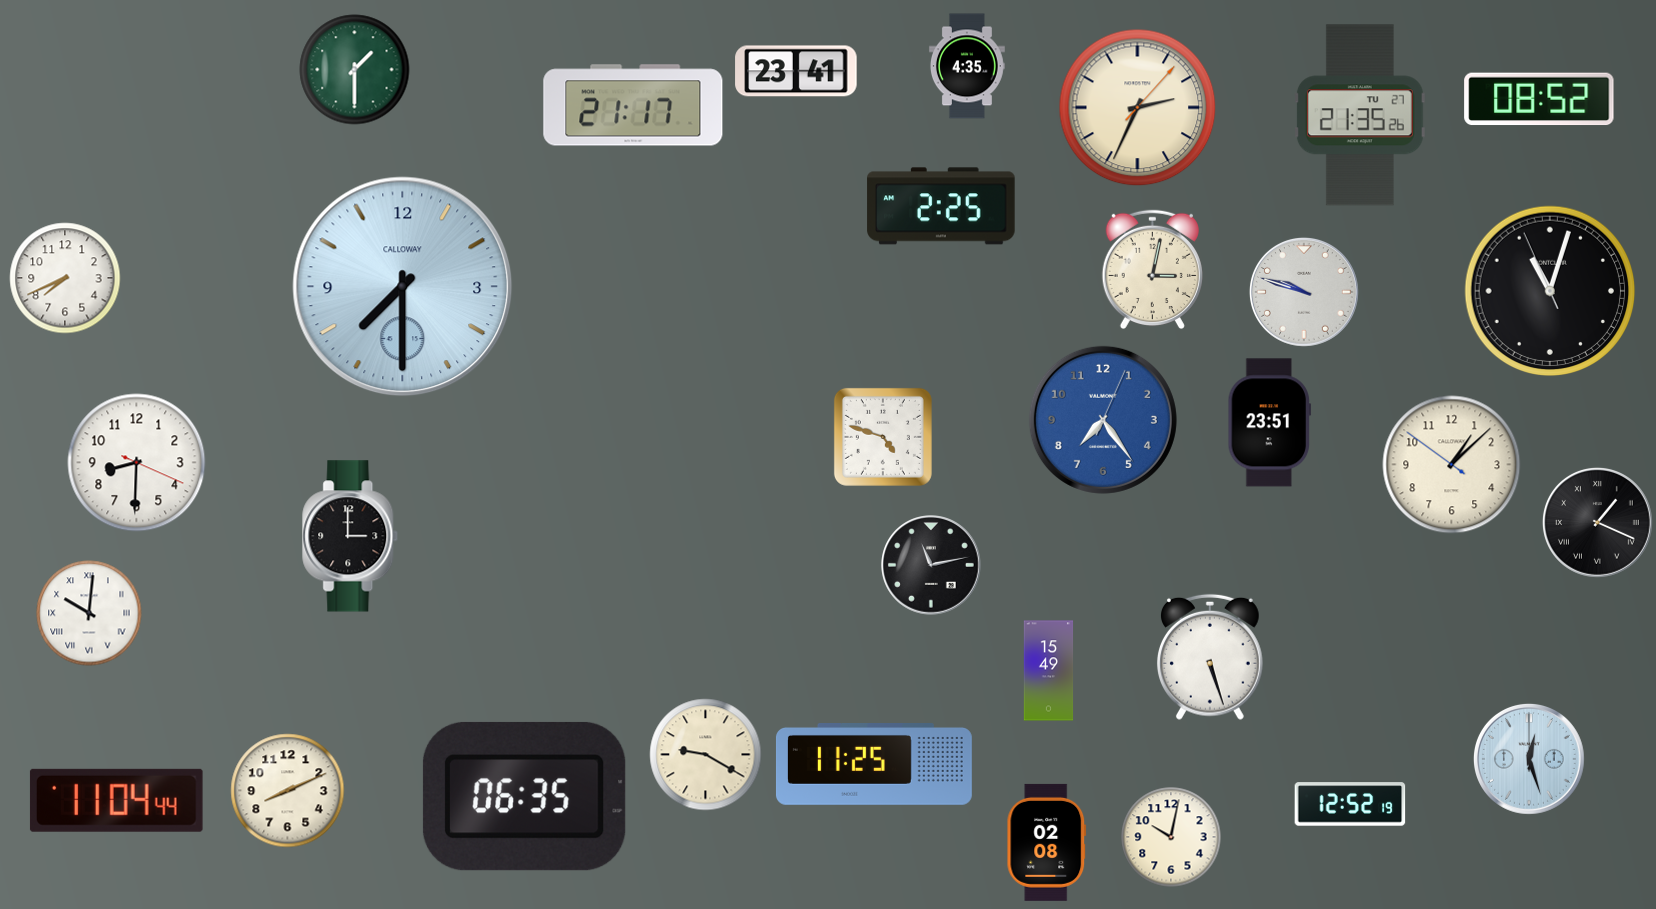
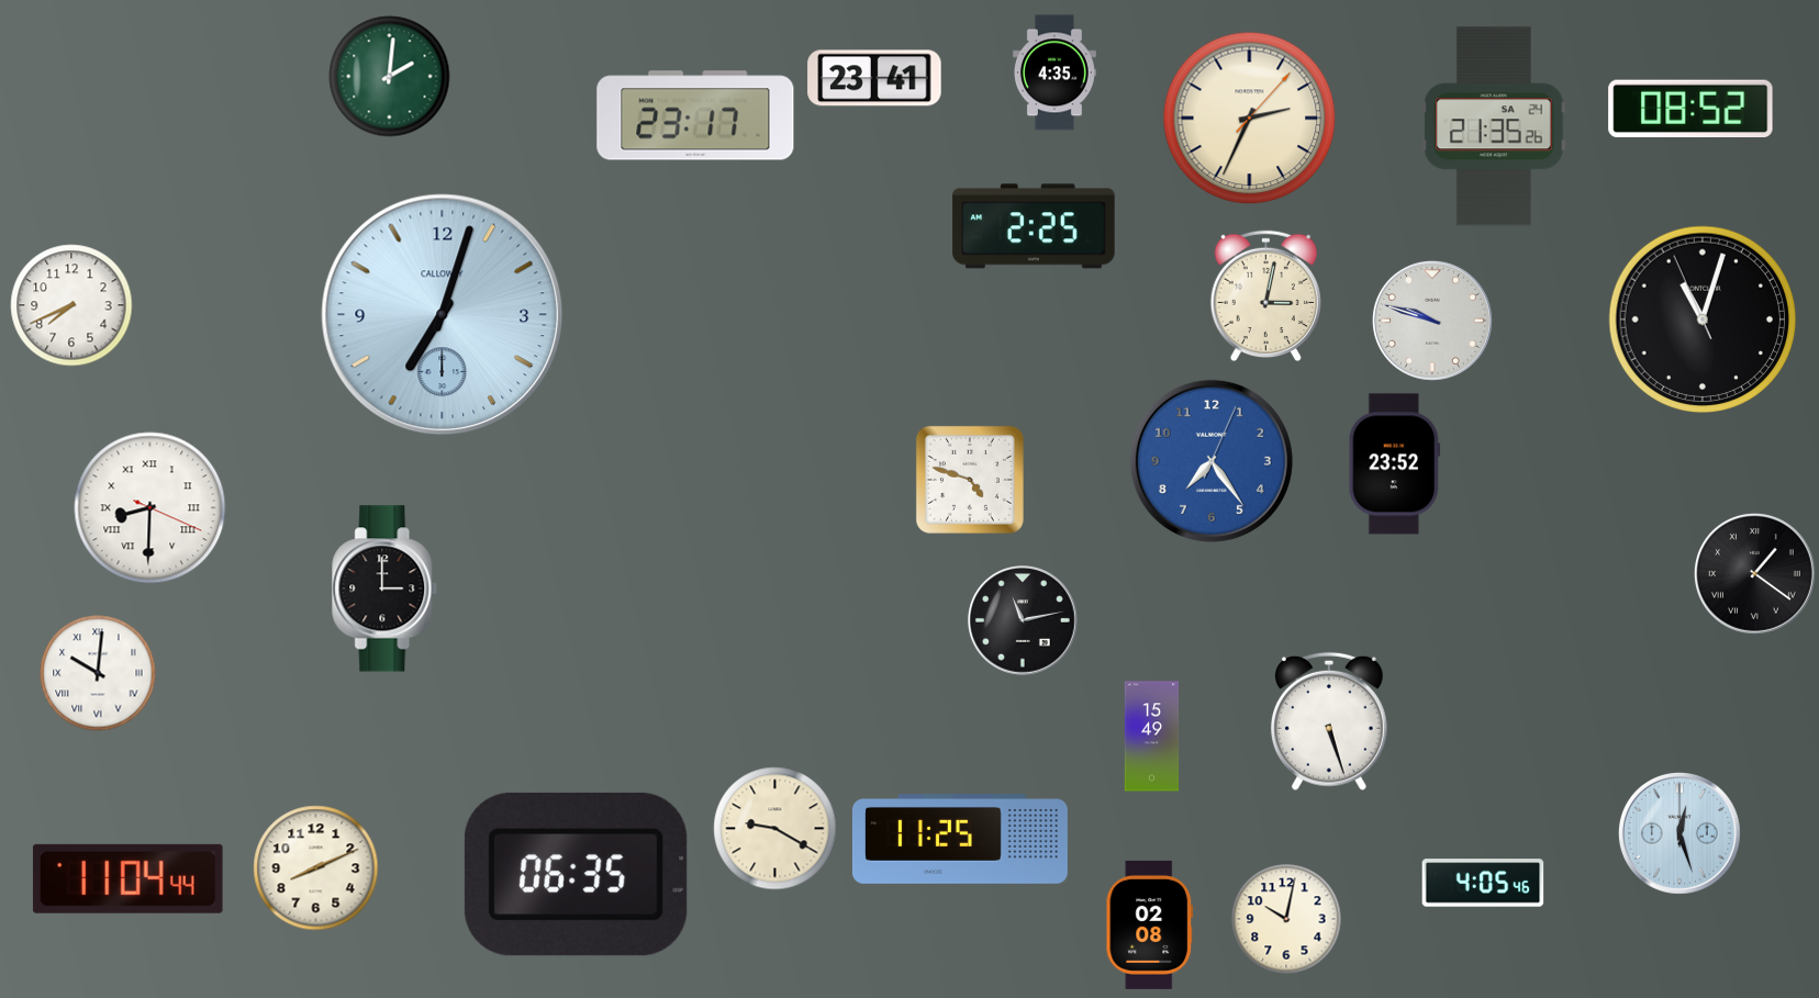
clock at (967, 66) position: (967, 66) -> (1054, 72)
clock at (355, 70): 1:30 -> 2:01
clock at (633, 105): 21:17 -> 23:17
clock at (1360, 115) date: TU 27 -> SA 24
clock at (403, 287): 7:30 -> 7:03
clock at (1270, 423): 23:51 -> 23:52
clock at (137, 463) numerals: Arabic -> Roman
clock at (1452, 465): 1:07 -> none
clock at (1597, 522): 1:19 -> 1:21
clock at (1350, 804): 12:52 -> 4:05
